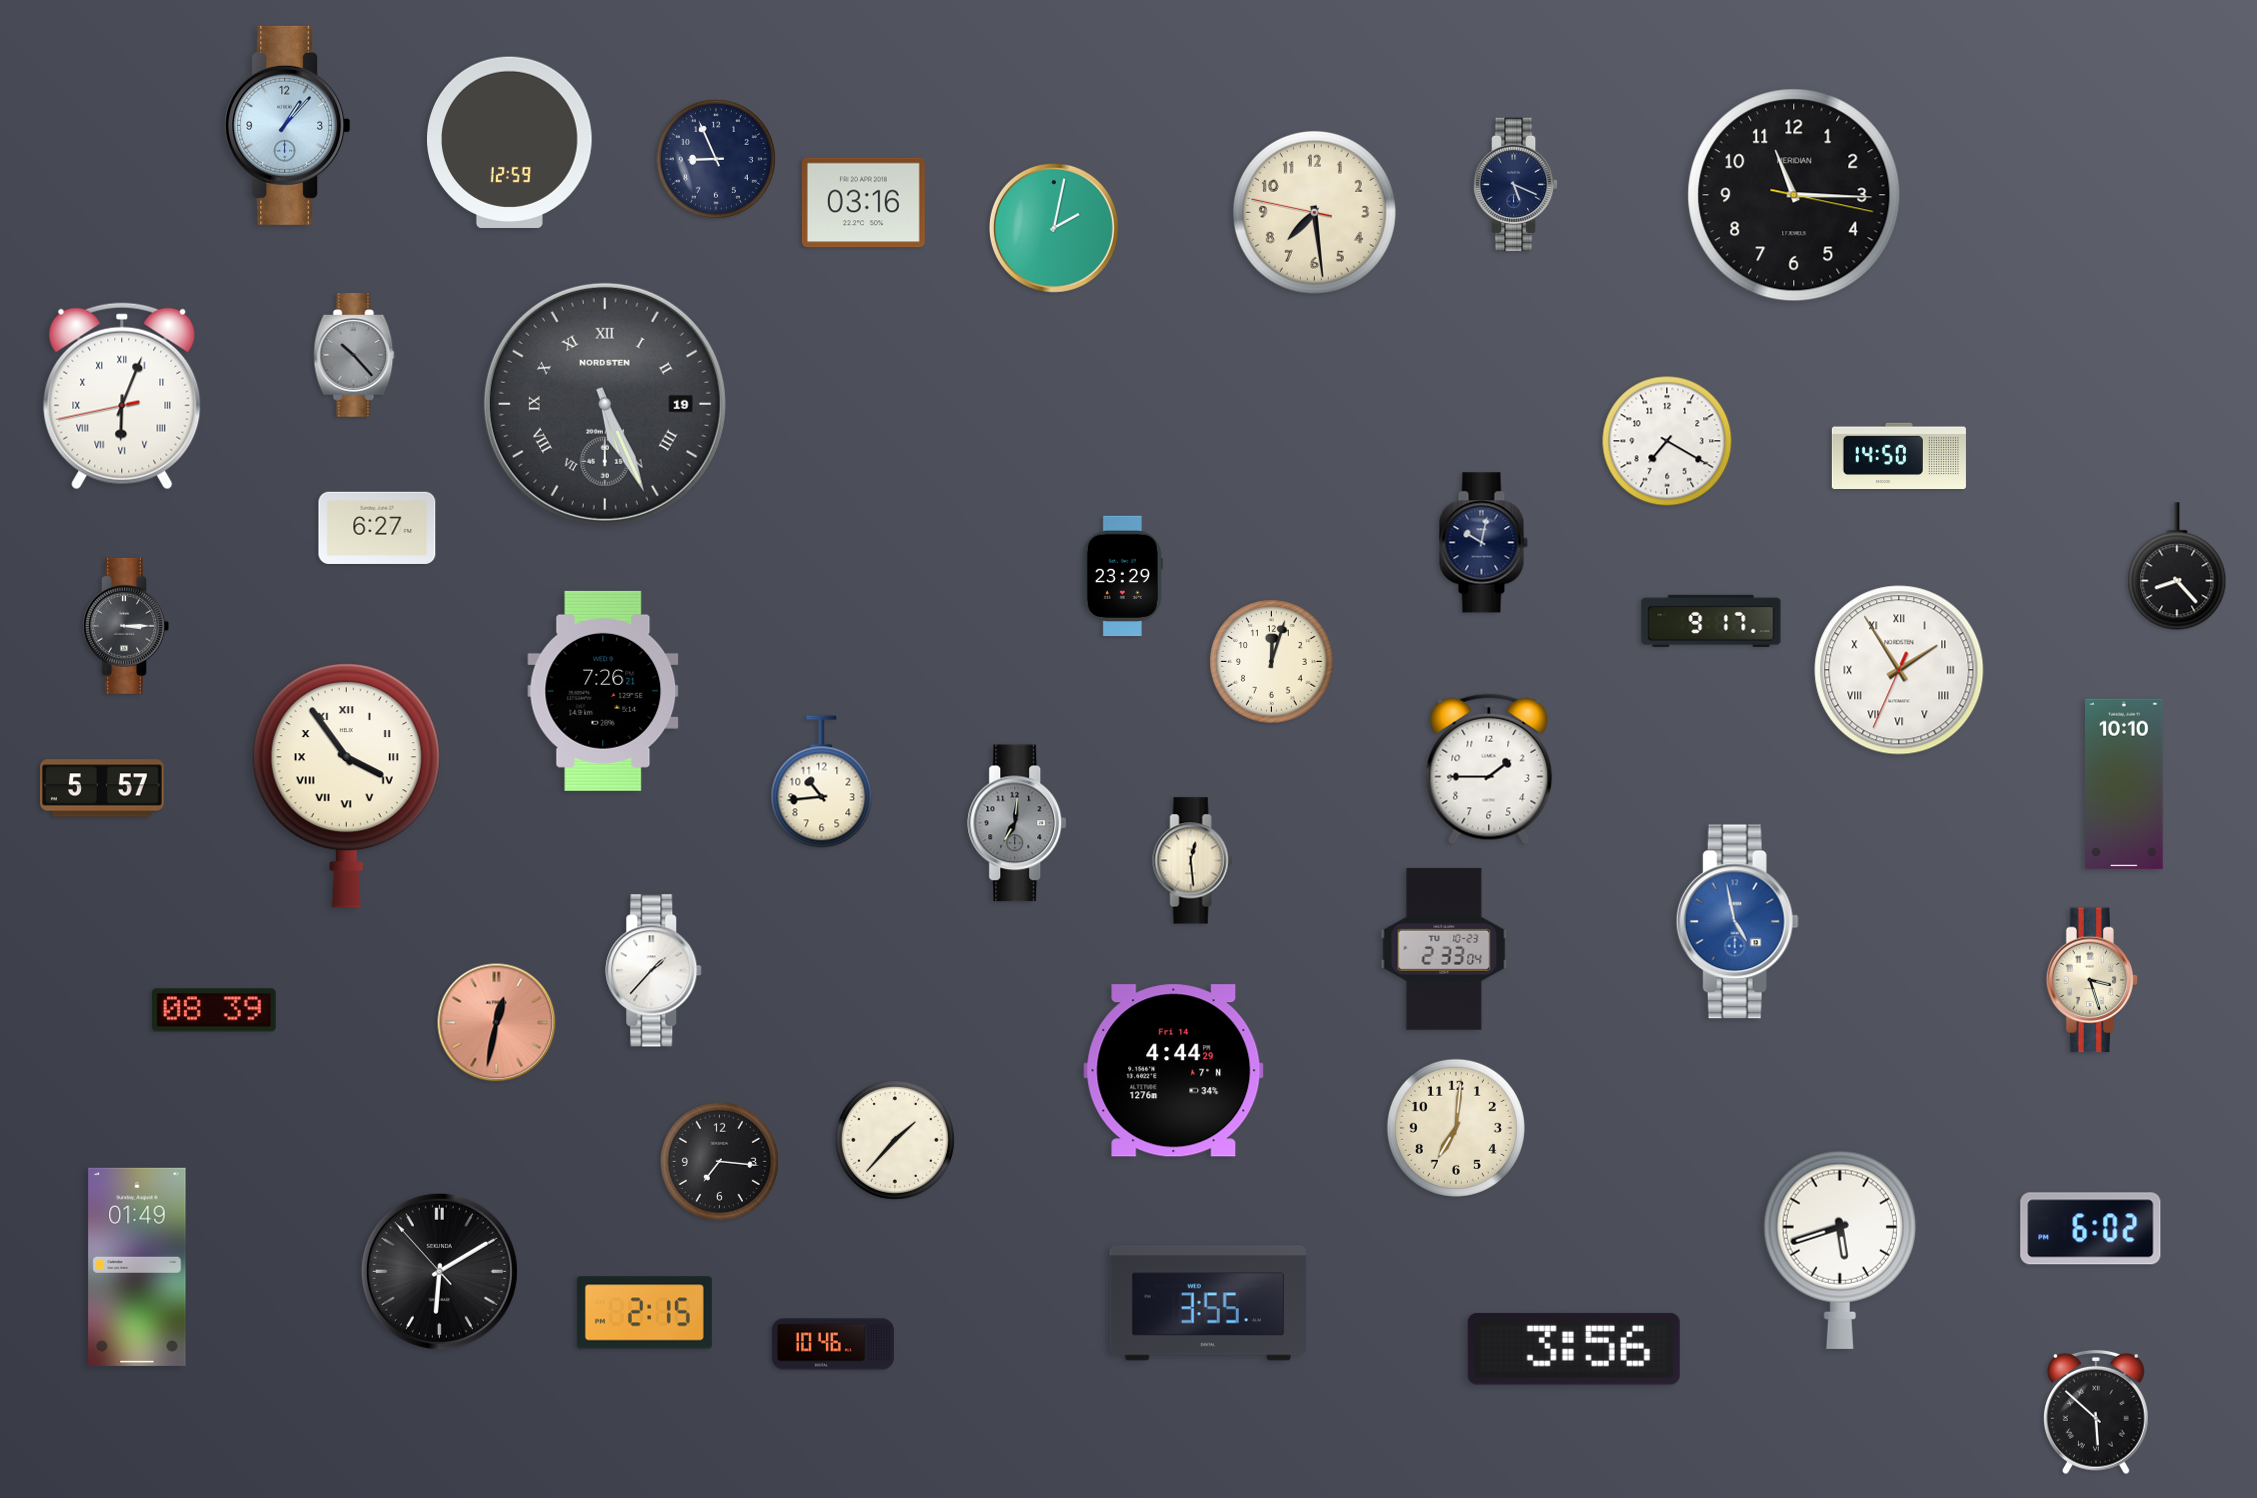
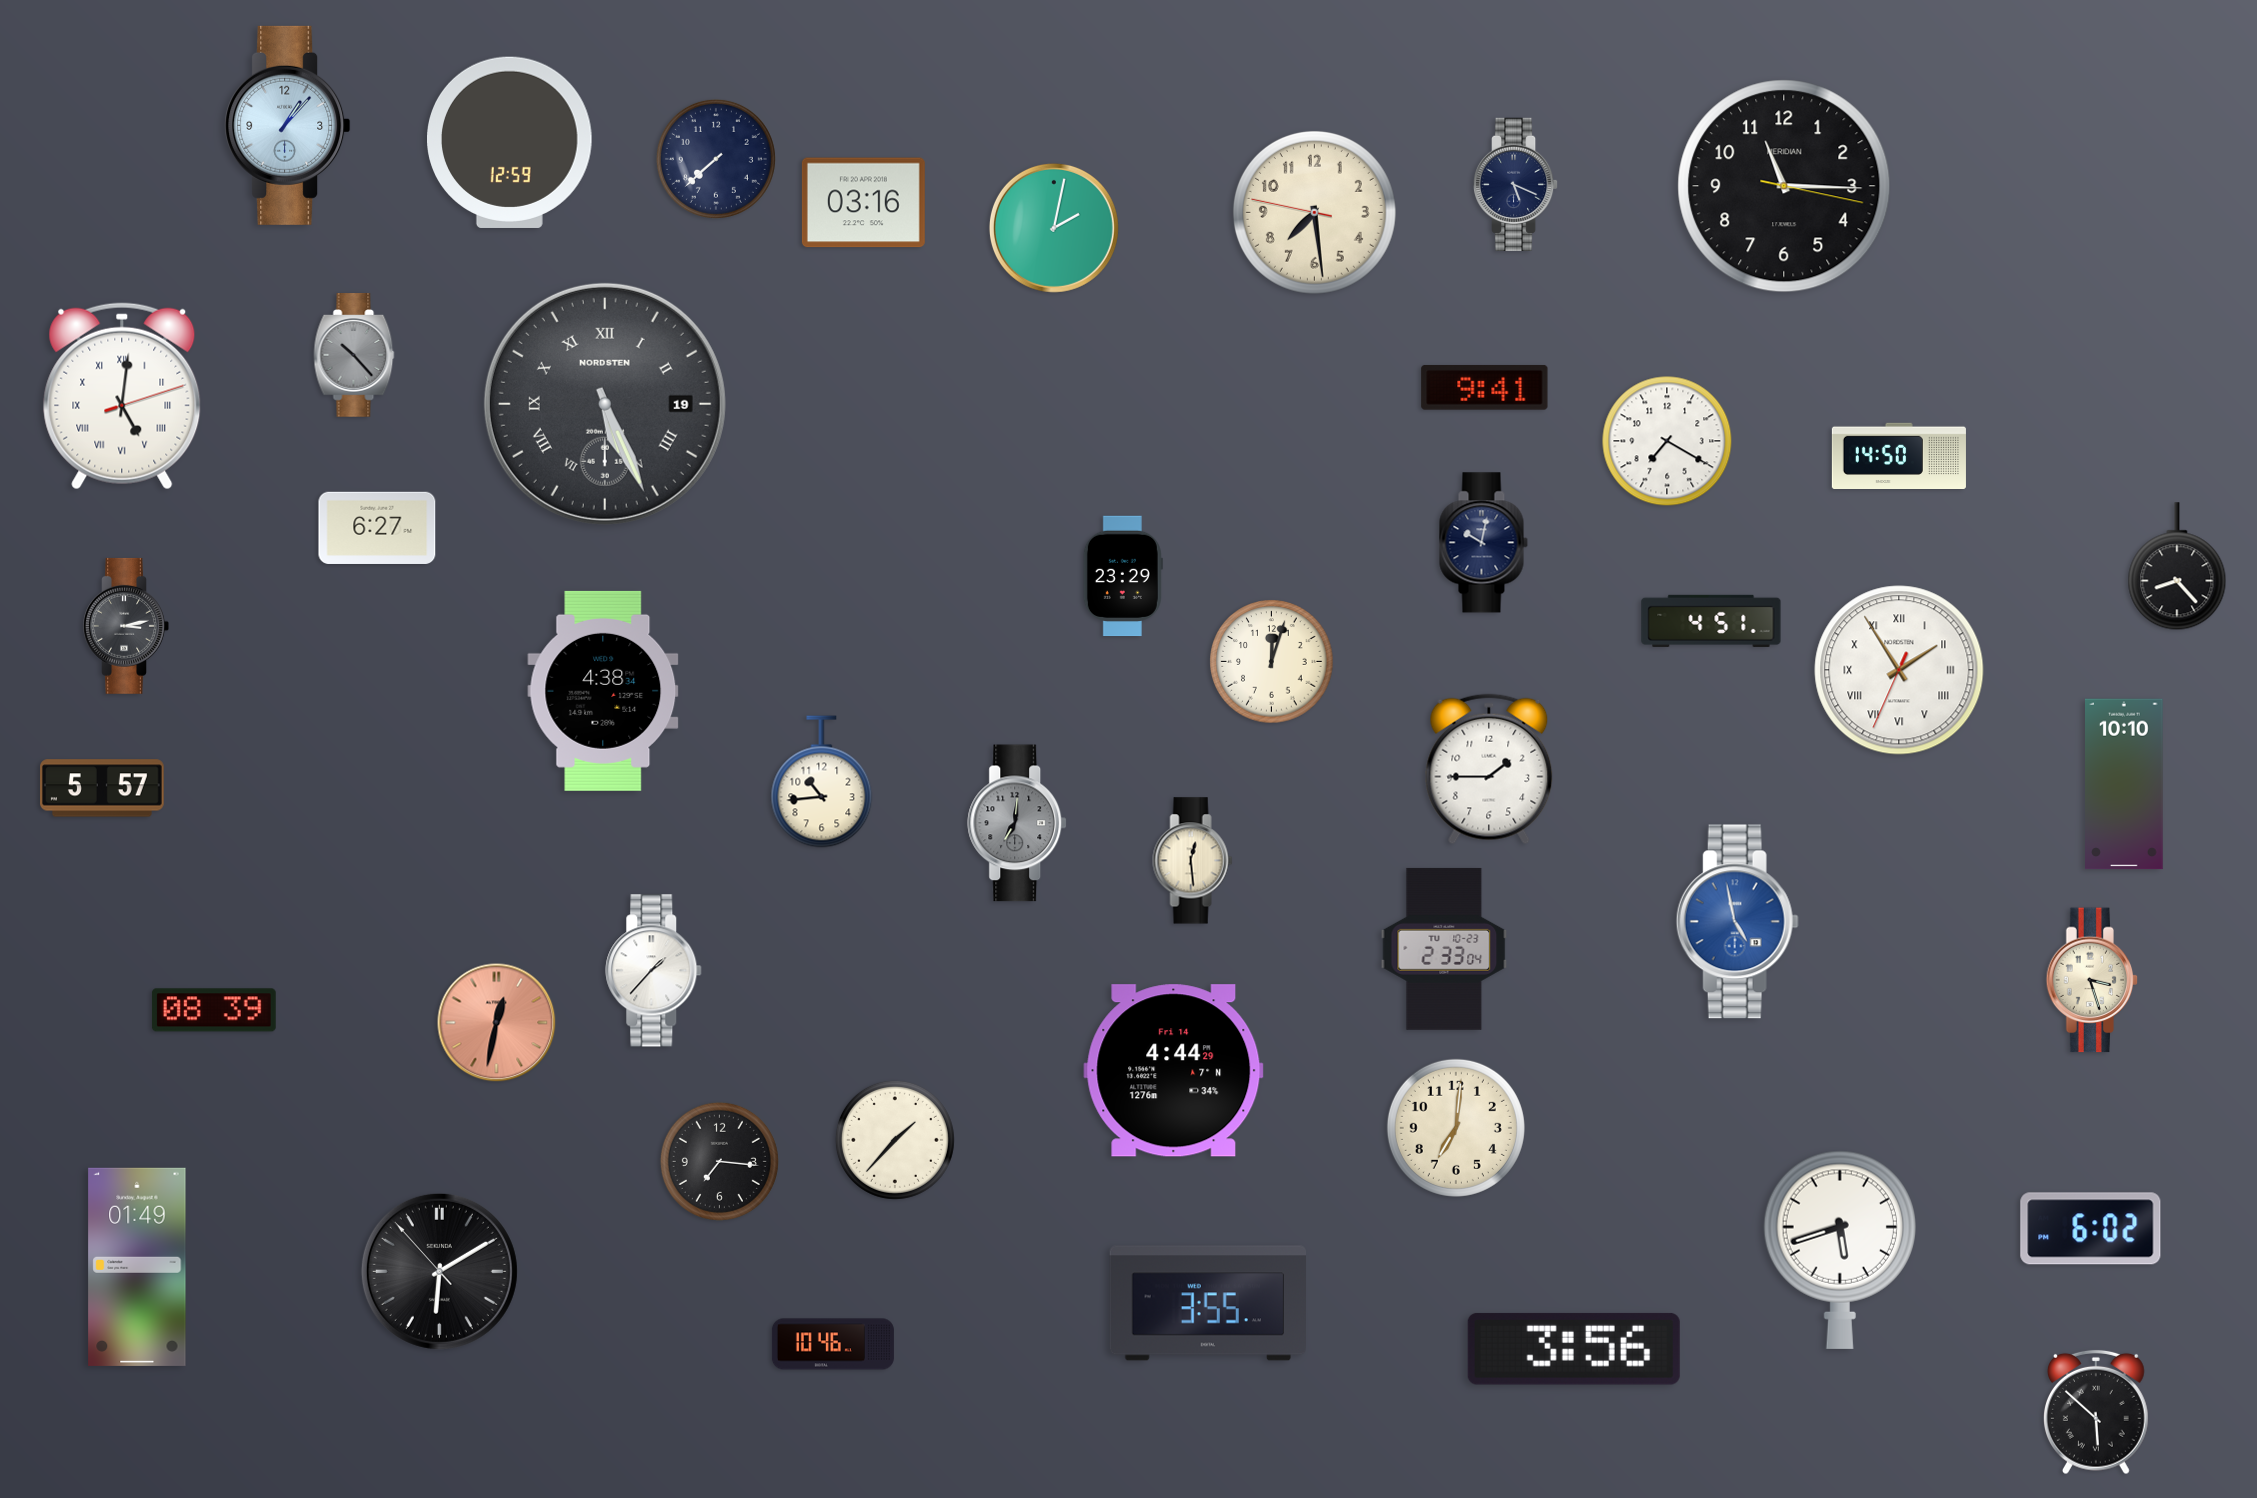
clock at (716, 159): 8:56 -> 7:38
clock at (1794, 195) position: (1794, 195) -> (1784, 186)
clock at (1485, 388): none -> 9:41
clock at (122, 396): 6:03 -> 5:01
clock at (1711, 621): 9:17 -> 4:51
clock at (126, 626): 3:15 -> 3:13
clock at (603, 691): 7:26 -> 4:38
clock at (346, 786): 3:54 -> none
clock at (644, 1313): 2:15 -> none
